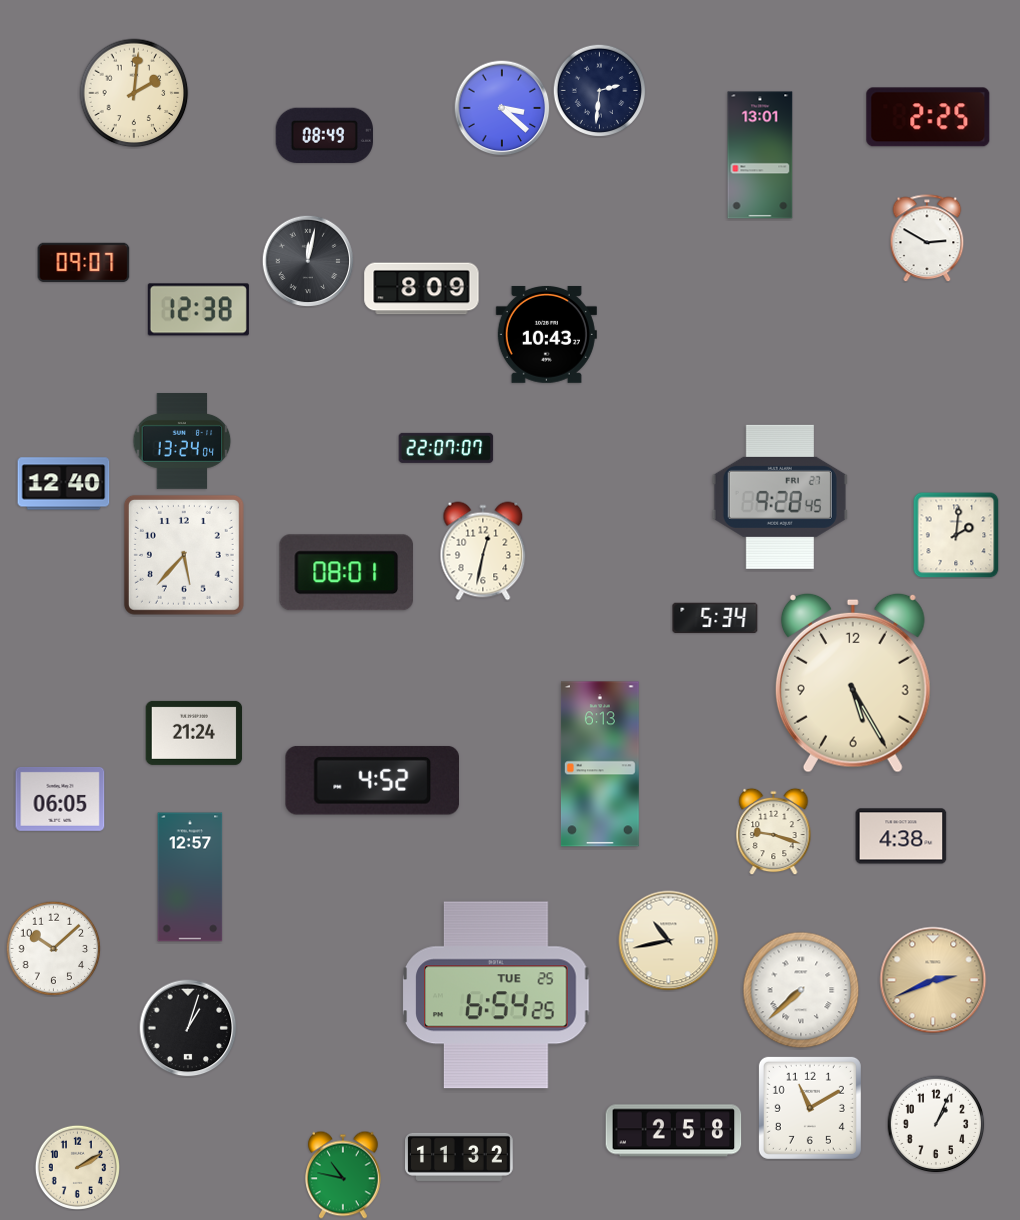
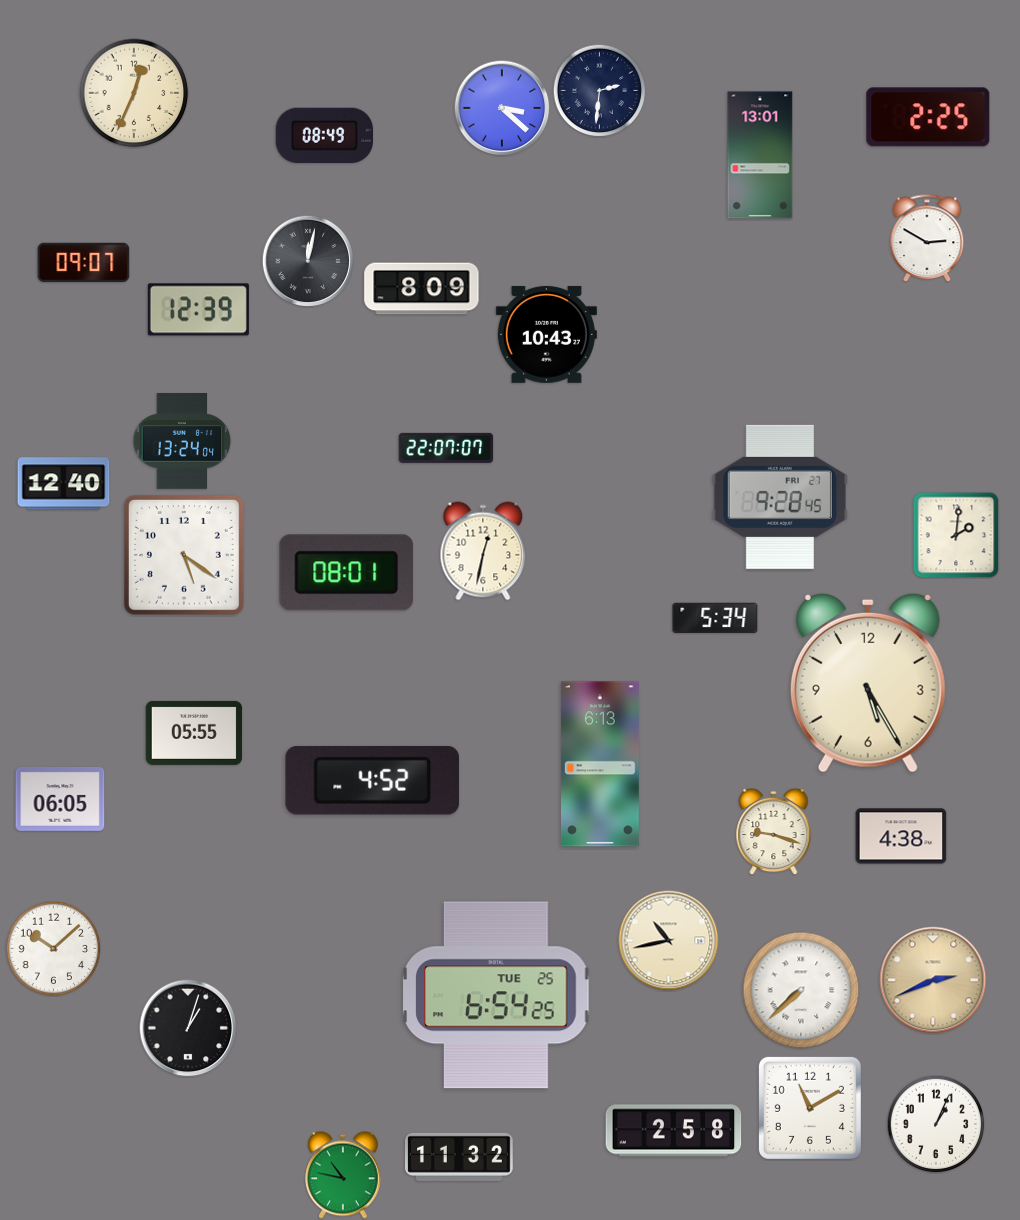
clock at (134, 93): 2:01 -> 12:34
clock at (198, 310): 12:38 -> 12:39
clock at (184, 555): 5:37 -> 5:21
clock at (853, 683) position: (853, 683) -> (868, 683)
clock at (194, 733): 21:24 -> 05:55
clock at (190, 877): 12:57 -> none
clock at (77, 1167): 2:10 -> none
